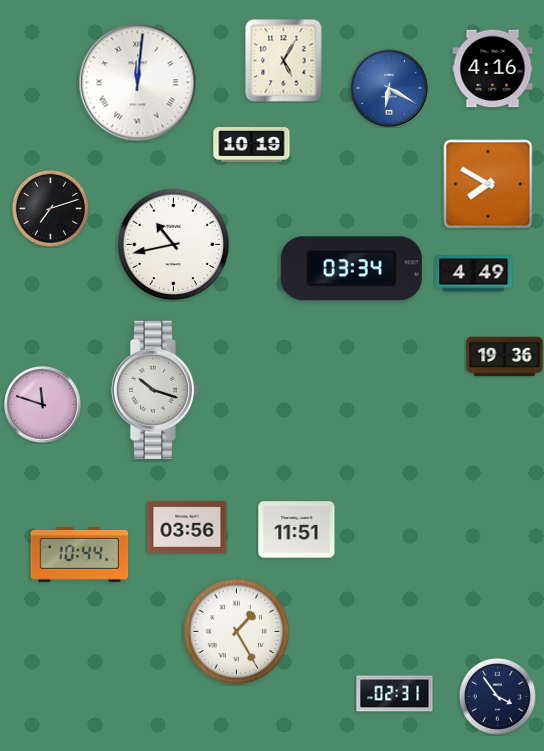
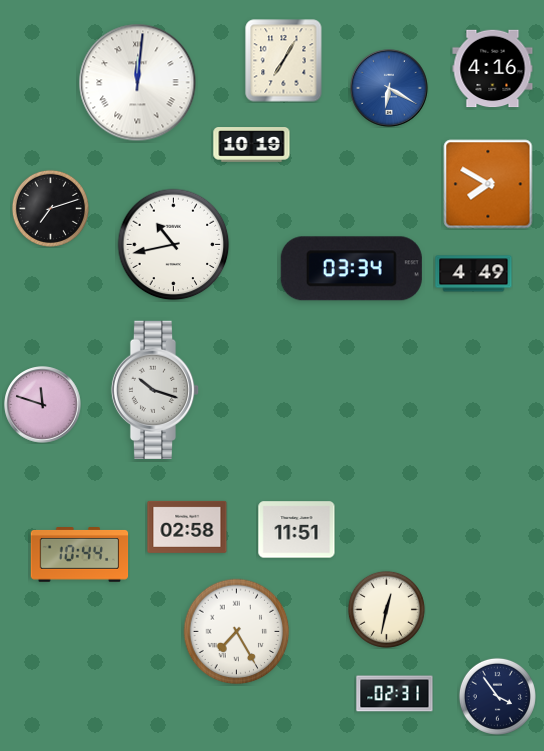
clock at (284, 61): 5:05 -> 7:05
clock at (505, 357): 19:36 -> none
clock at (187, 527): 03:56 -> 02:58
clock at (386, 609): none -> 12:32
clock at (237, 632): 1:25 -> 7:25
